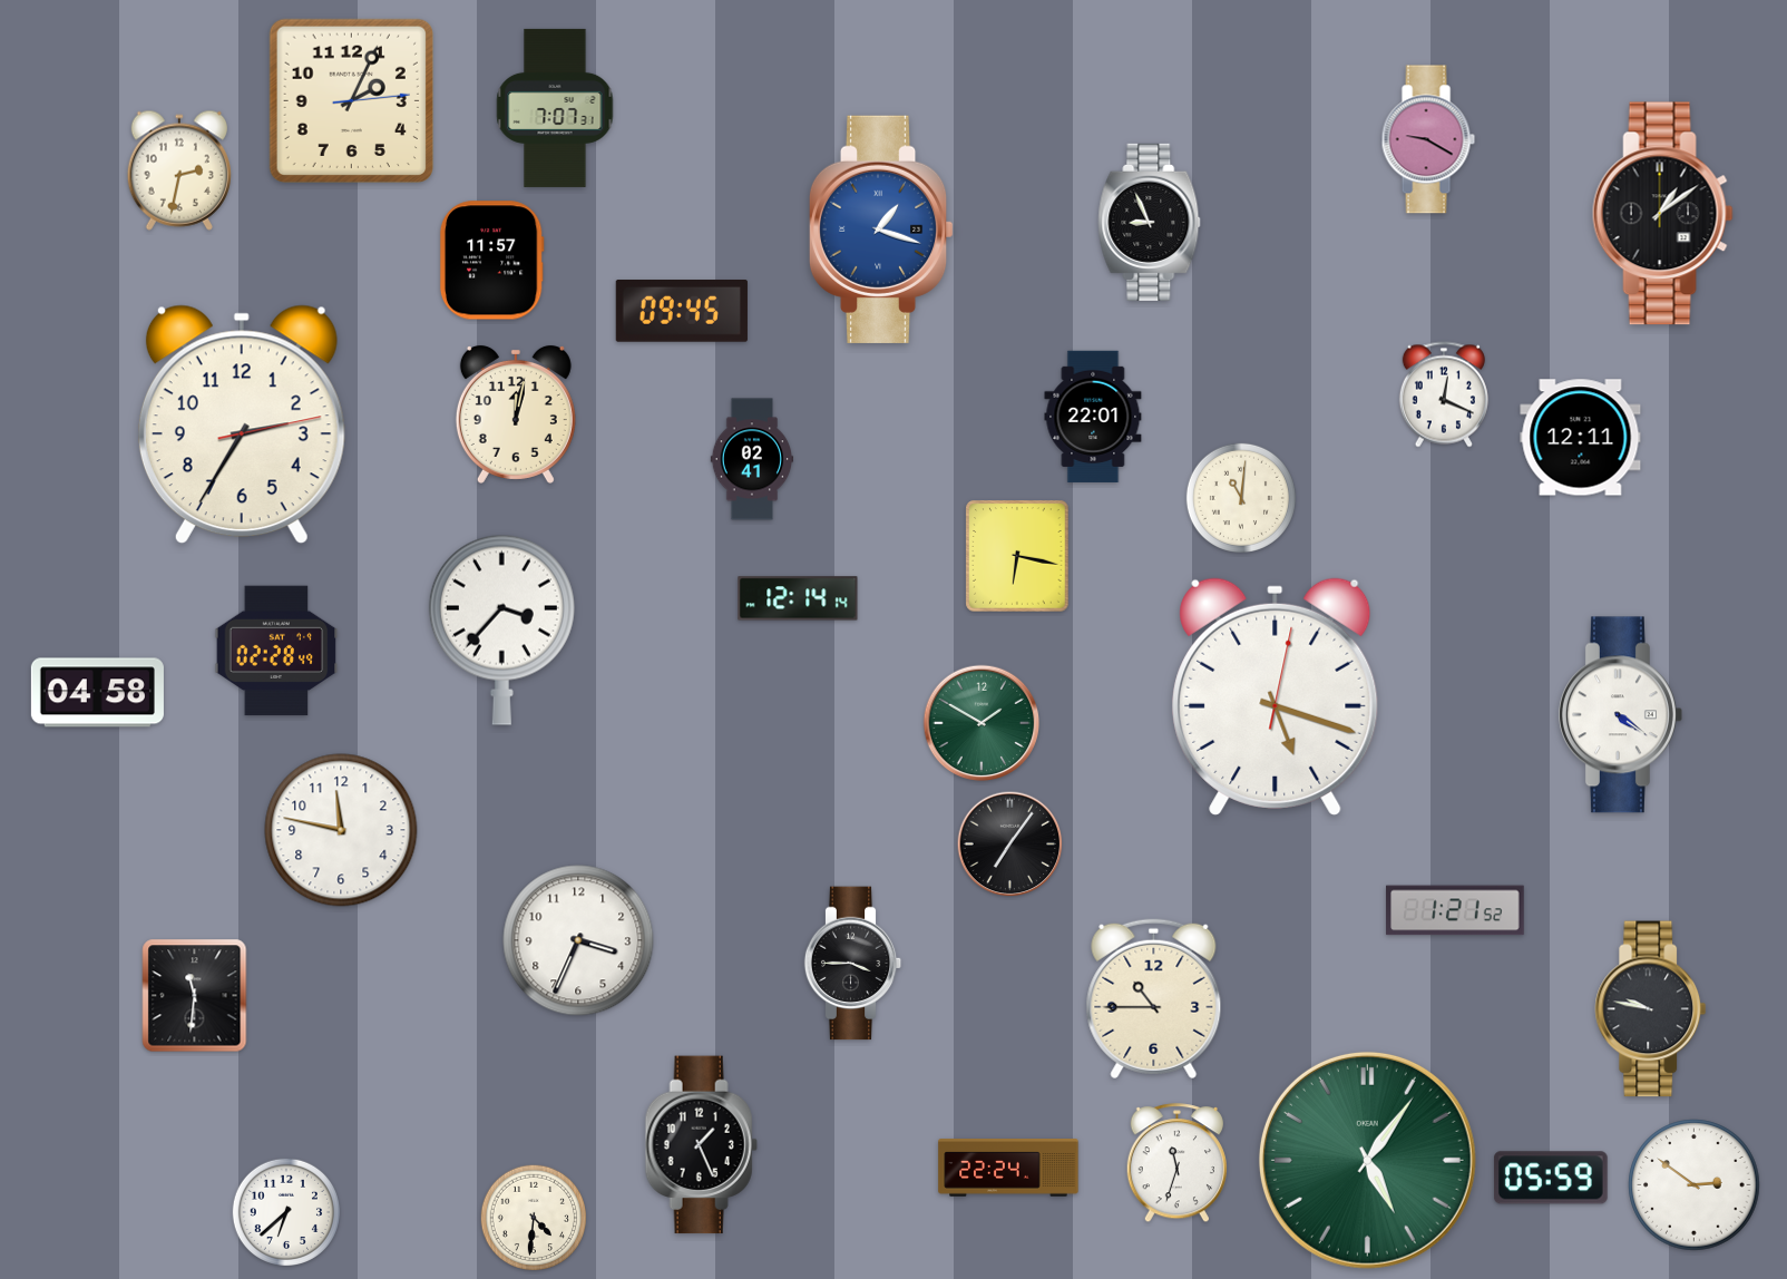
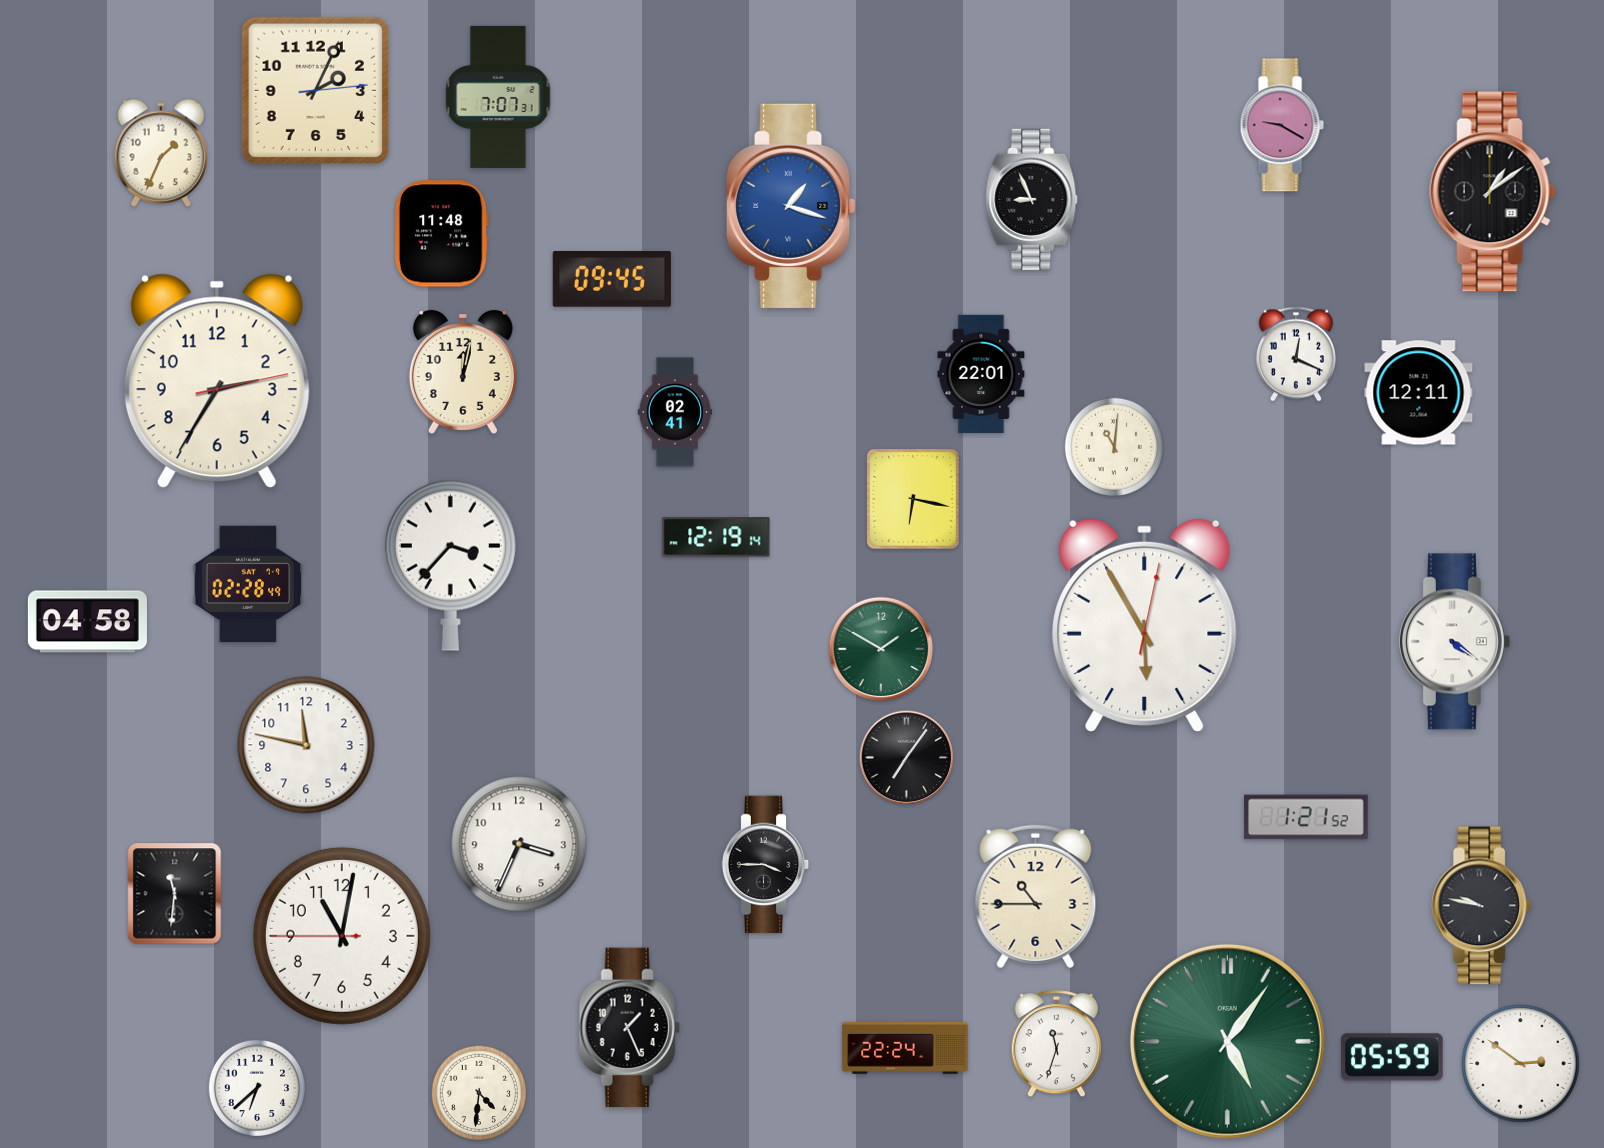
clock at (178, 170): 2:32 -> 1:34
clock at (491, 261): 11:57 -> 11:48
clock at (798, 598): 12:14 -> 12:19
clock at (1276, 696): 5:18 -> 5:55
clock at (342, 936): none -> 11:01
